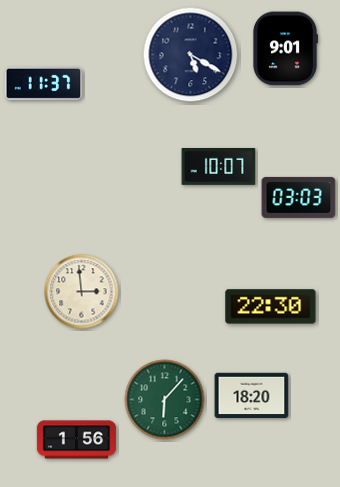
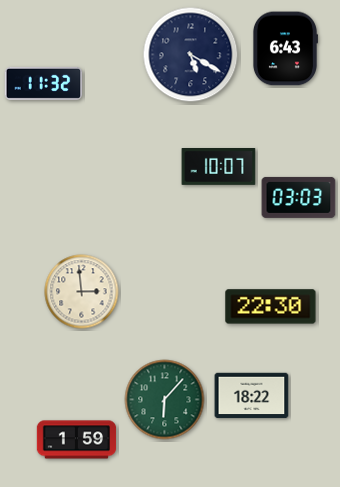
clock at (285, 49): 9:01 -> 6:43
clock at (44, 83): 11:37 -> 11:32
clock at (252, 396): 18:20 -> 18:22
clock at (77, 440): 1:56 -> 1:59
